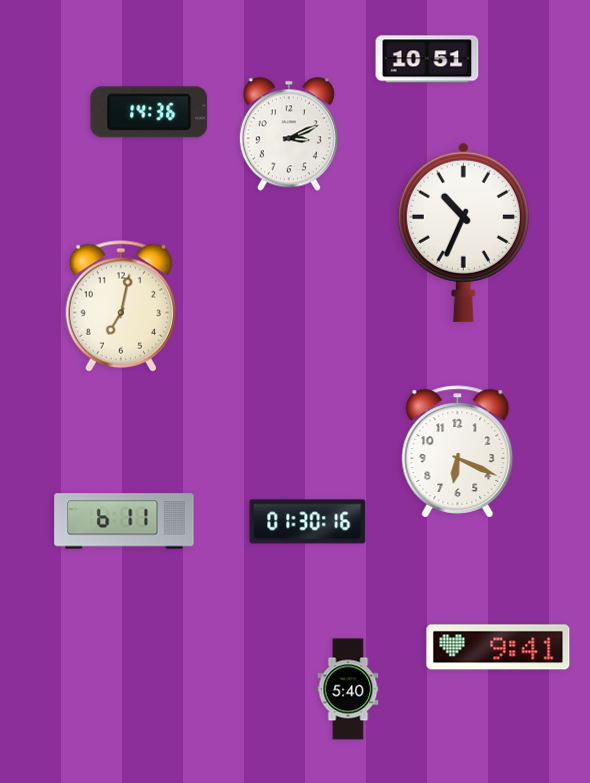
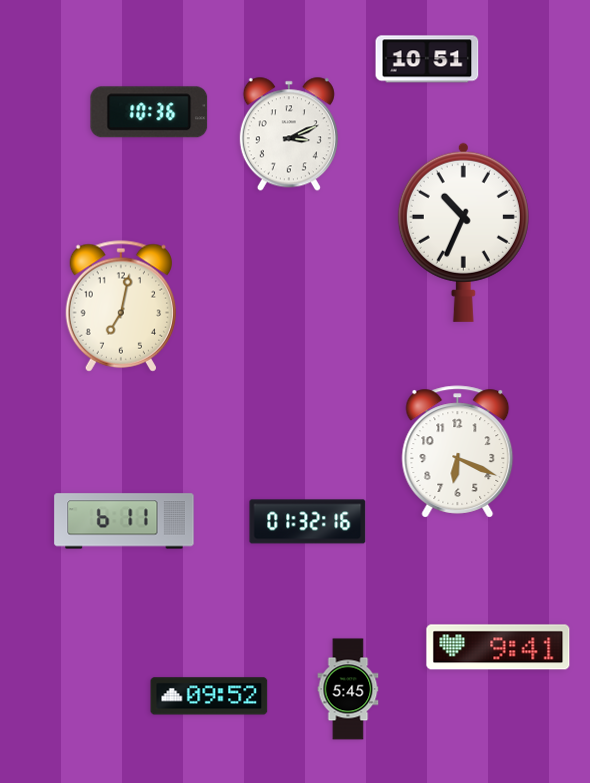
clock at (149, 112): 14:36 -> 10:36
clock at (308, 522): 01:30 -> 01:32
clock at (348, 689): 5:40 -> 5:45
clock at (209, 696): none -> 09:52
